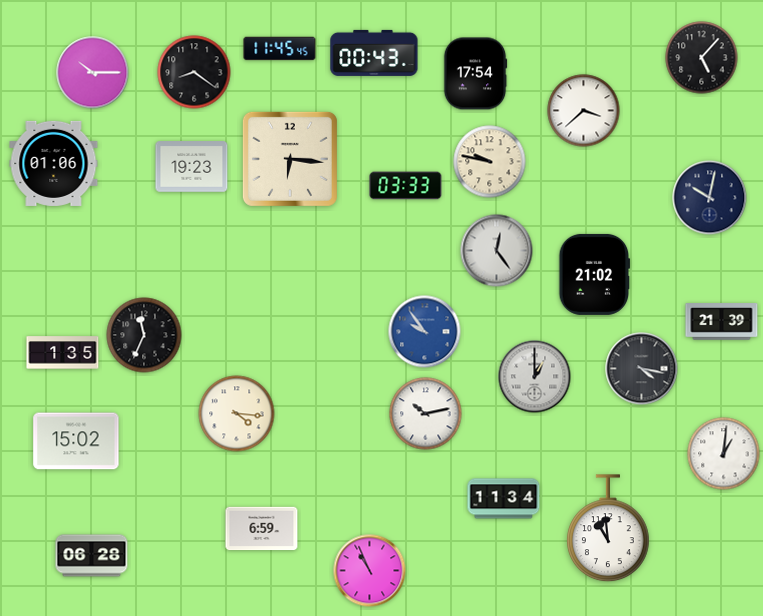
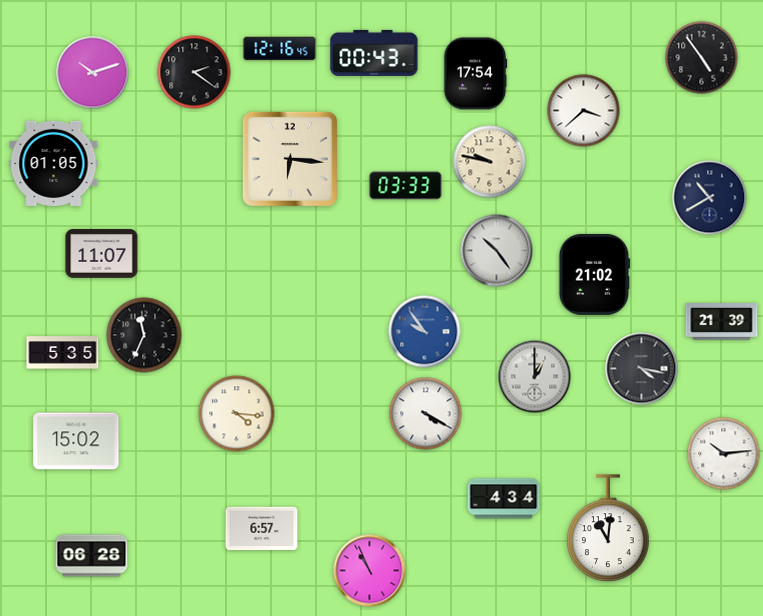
clock at (280, 49): 11:45 -> 12:16
clock at (702, 58): 5:07 -> 4:54
clock at (194, 72): 8:21 -> 2:21
clock at (93, 73): 10:15 -> 10:12
clock at (54, 163): 01:06 -> 01:05
clock at (192, 167): 19:23 -> none
clock at (710, 198): 10:02 -> 10:40
clock at (497, 251): 12:24 -> 10:24
clock at (102, 254): none -> 11:07
clock at (63, 353): 1:35 -> 5:35
clock at (426, 414): 10:13 -> 4:20
clock at (724, 454): 1:01 -> 10:14
clock at (504, 499): 11:34 -> 4:34
clock at (262, 529): 6:59 -> 6:57
clock at (609, 529): 10:59 -> 11:01
